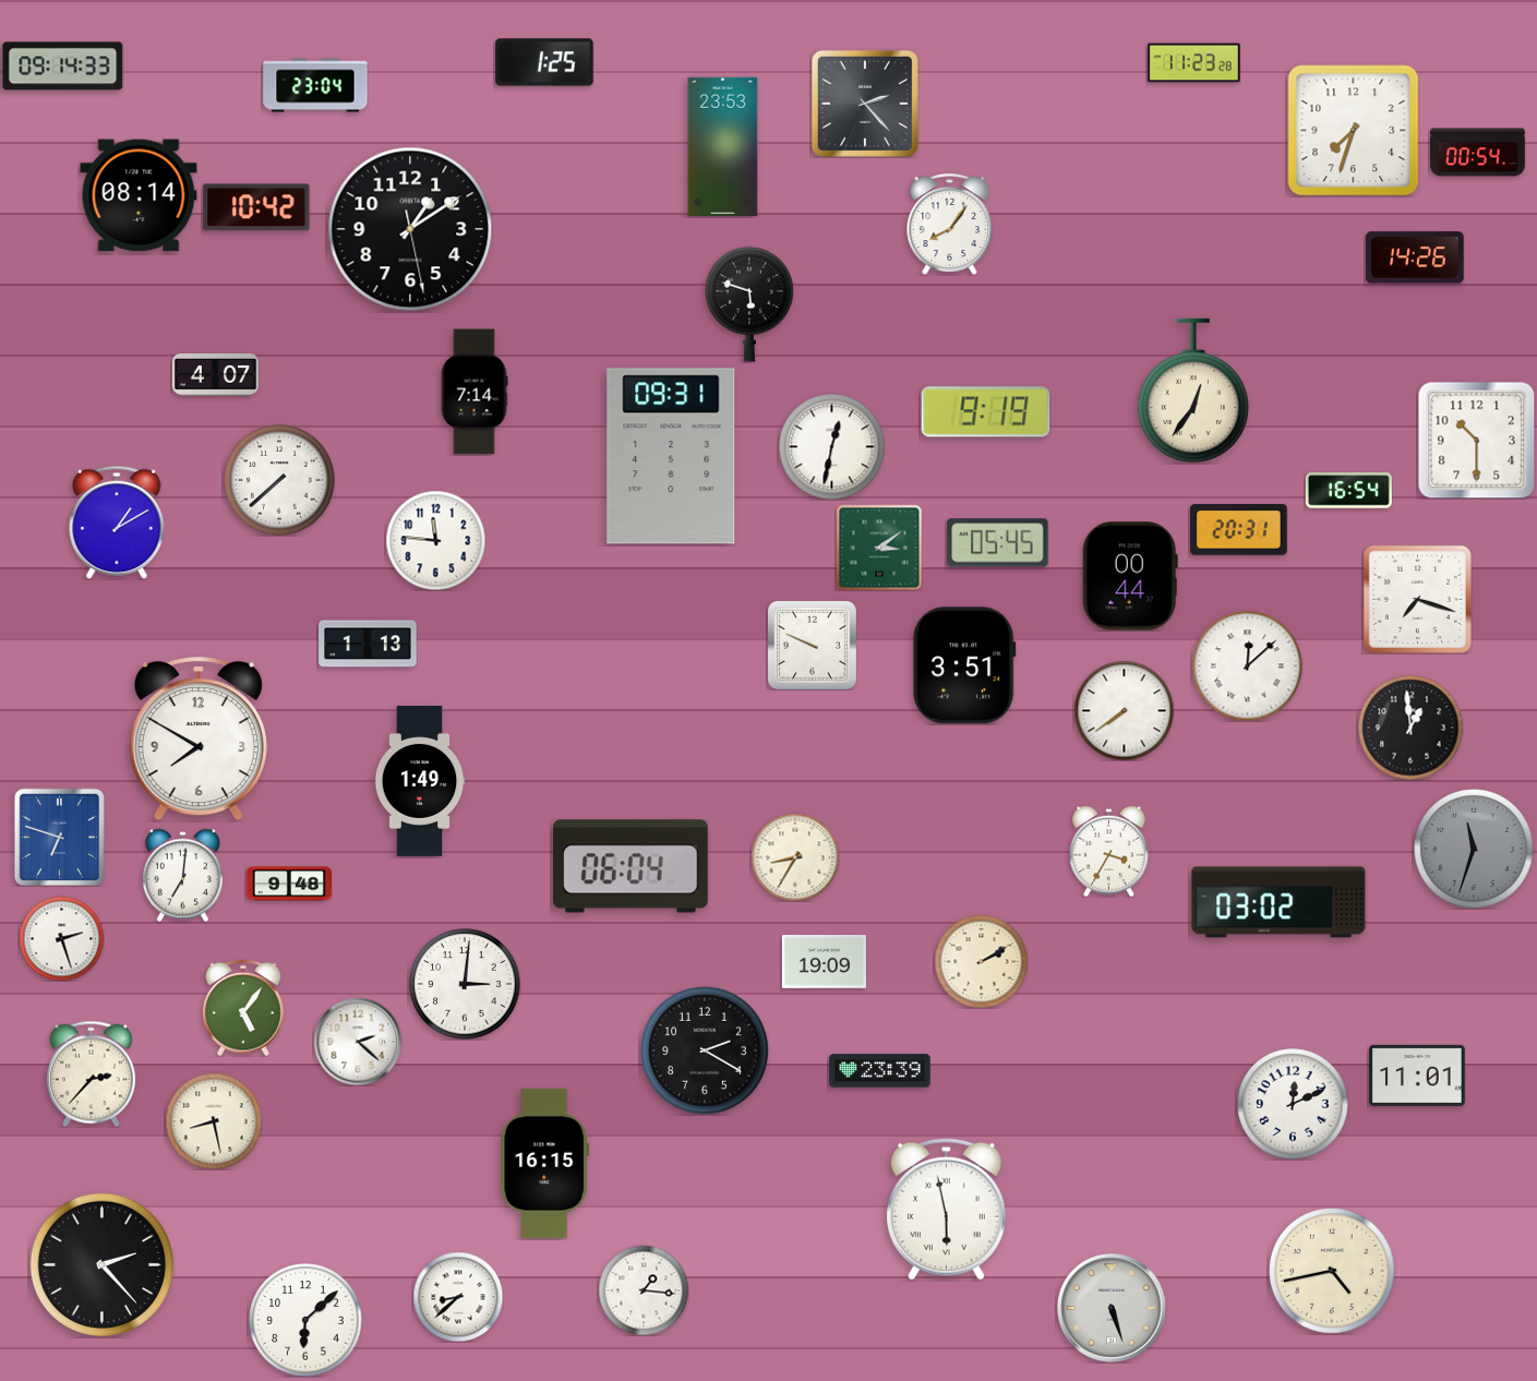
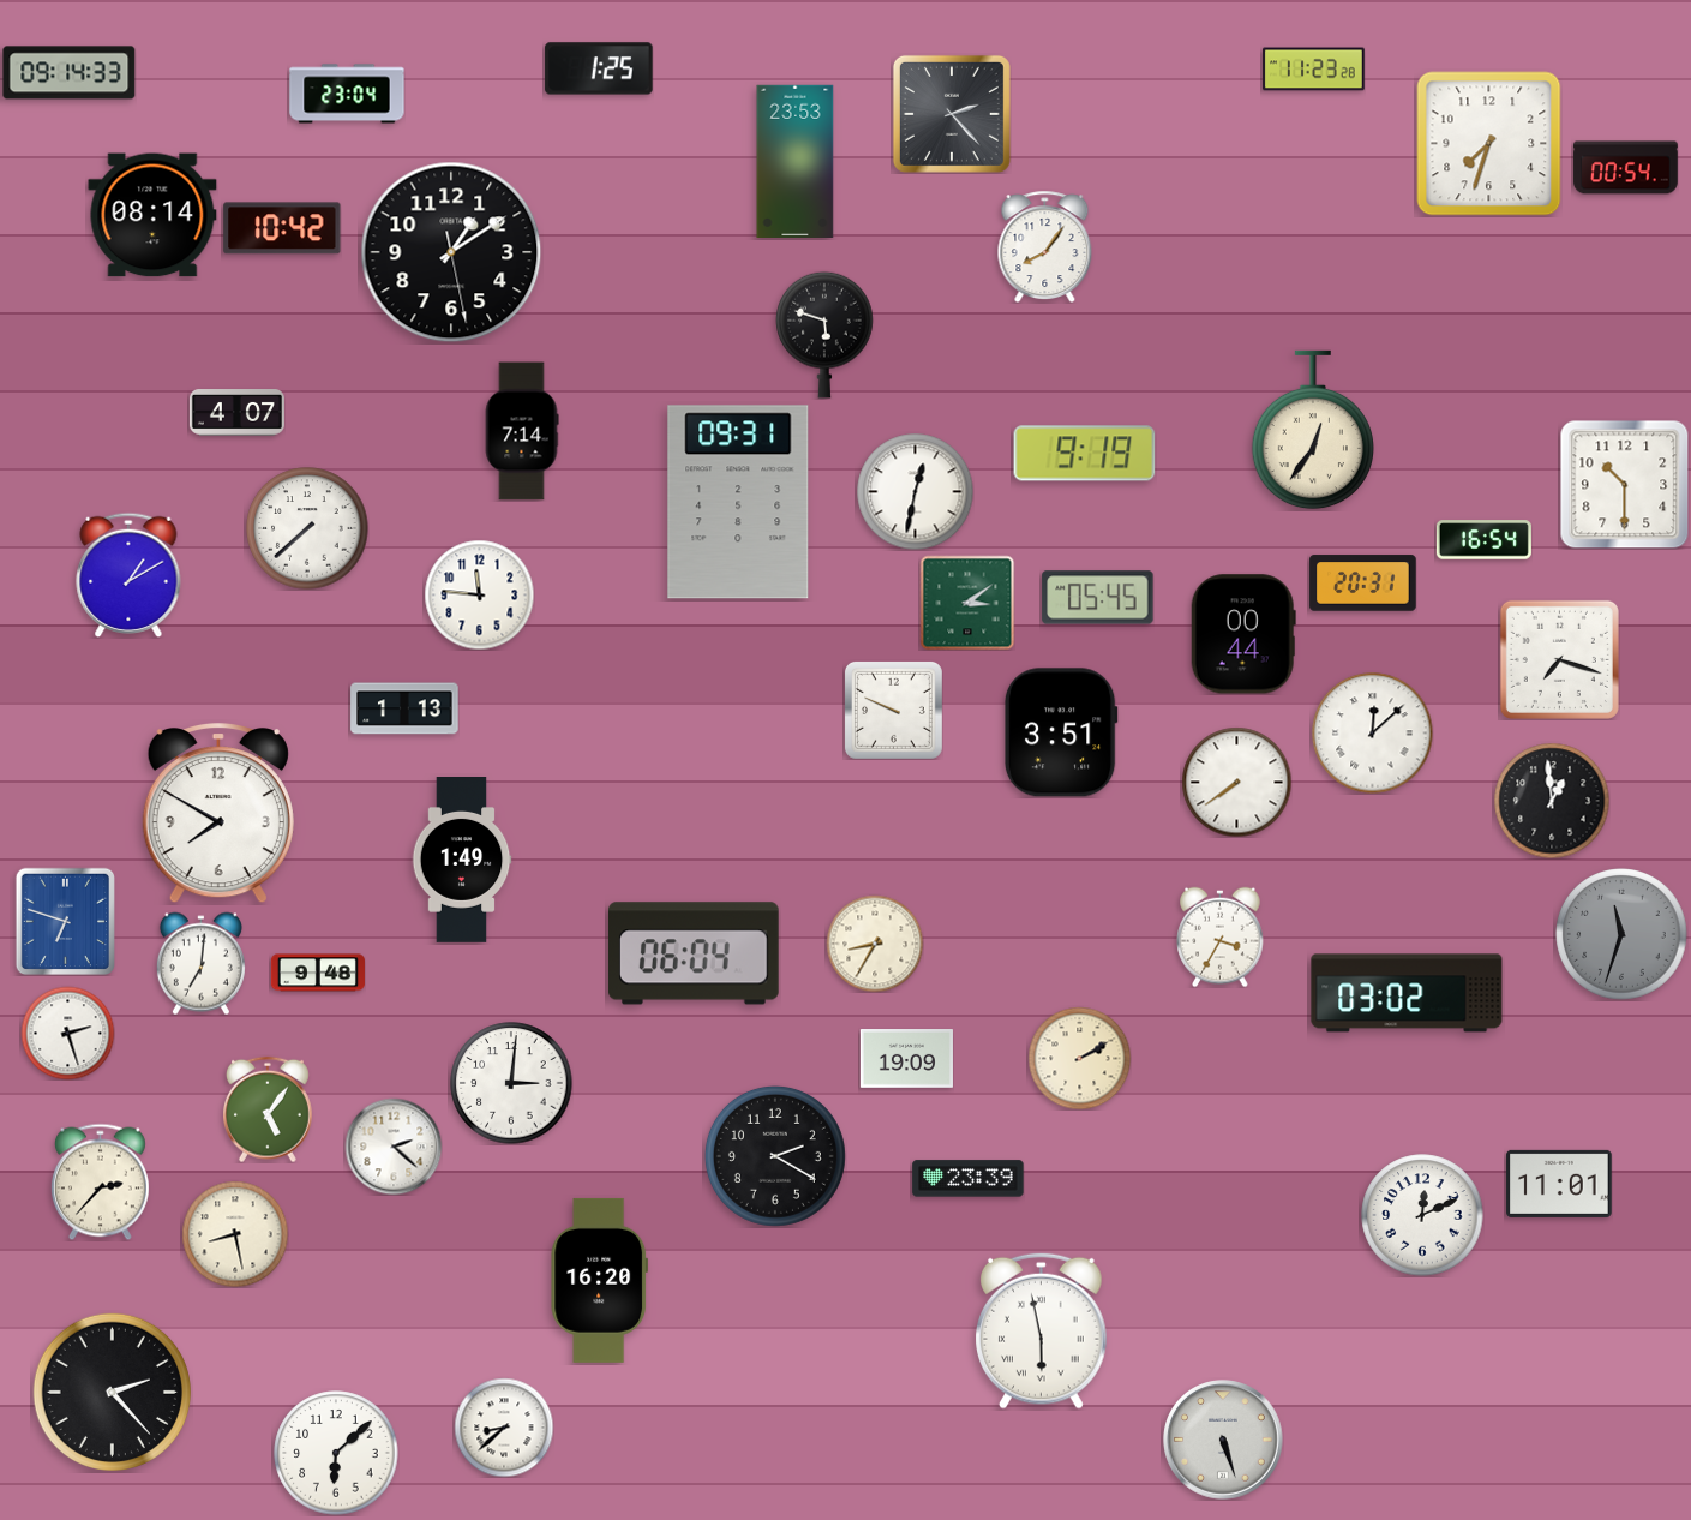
clock at (1415, 257): 14:26 -> none
clock at (545, 1163): 16:15 -> 16:20
clock at (1332, 1271): 4:43 -> none
clock at (644, 1290): 1:16 -> none
